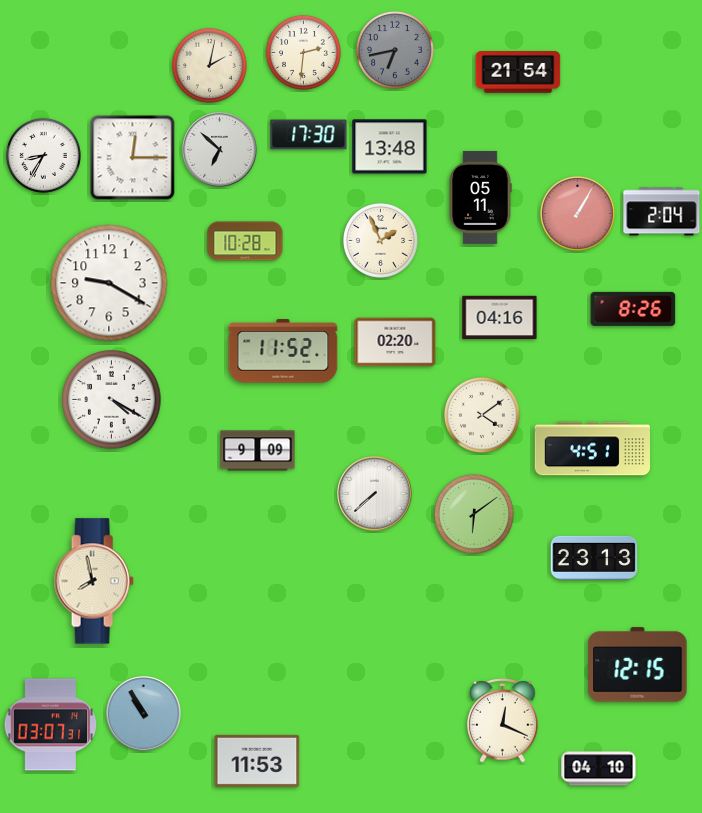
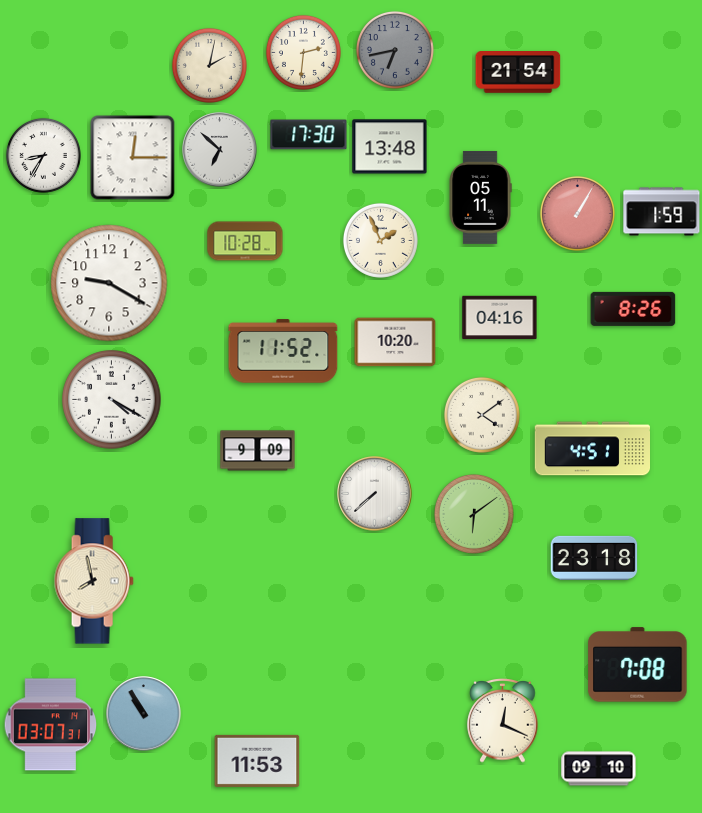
clock at (662, 212): 2:04 -> 1:59
clock at (395, 342): 02:20 -> 10:20
clock at (594, 558): 23:13 -> 23:18
clock at (638, 665): 12:15 -> 7:08
clock at (599, 769): 04:10 -> 09:10
